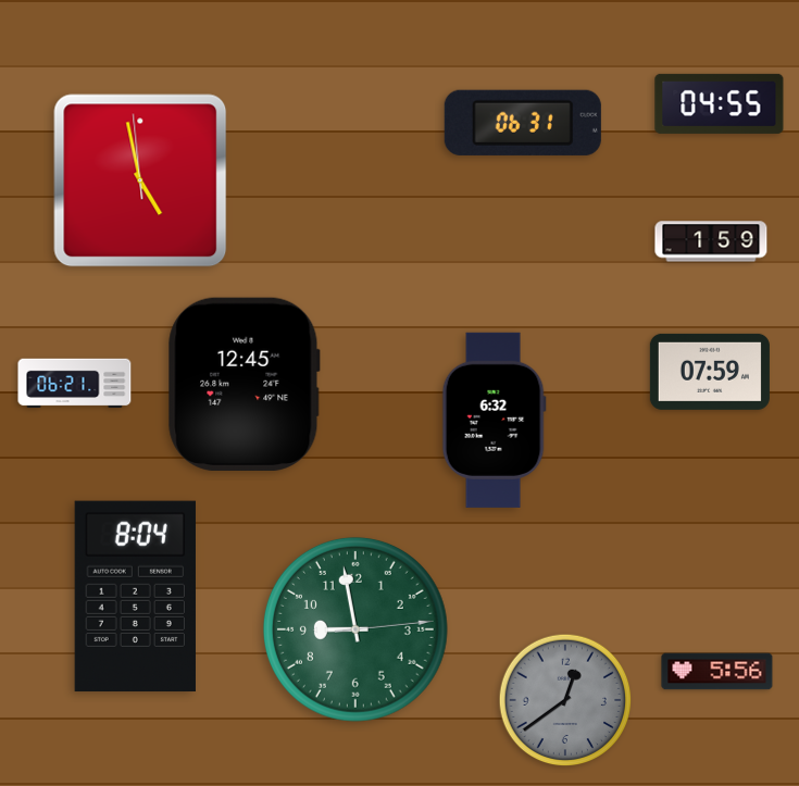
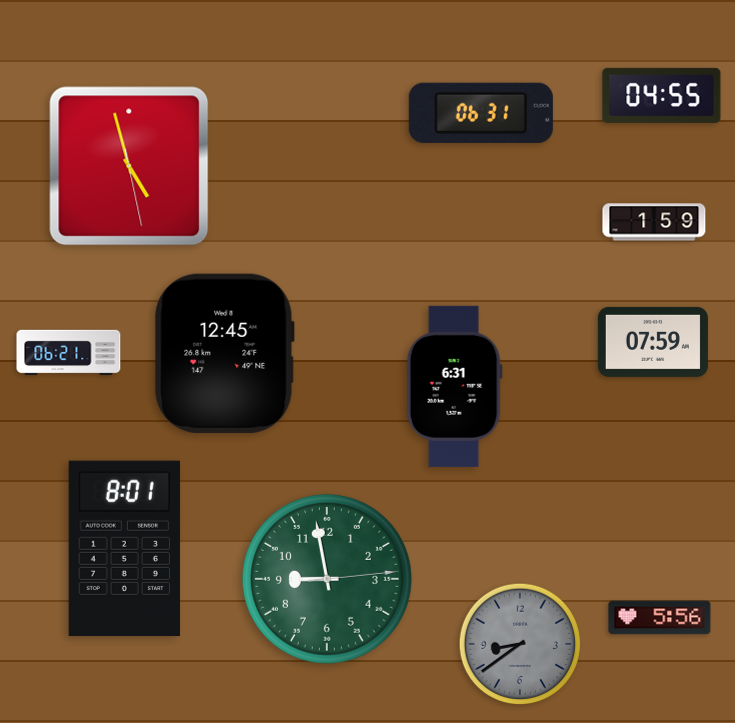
clock at (140, 180): 4:57:59 -> 4:57:28
clock at (494, 420): 6:32 -> 6:31
clock at (135, 597): 8:04 -> 8:01
clock at (565, 700): 12:39 -> 8:39
